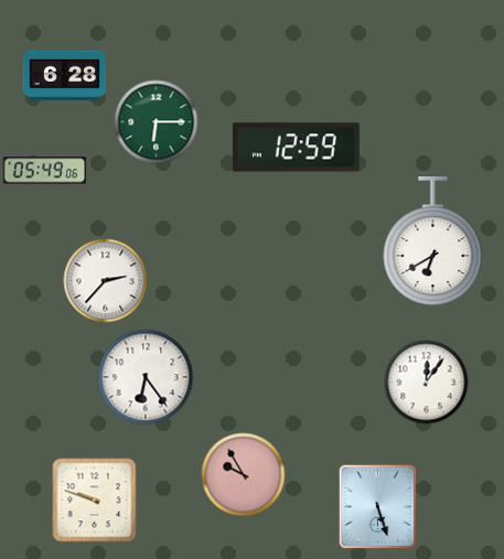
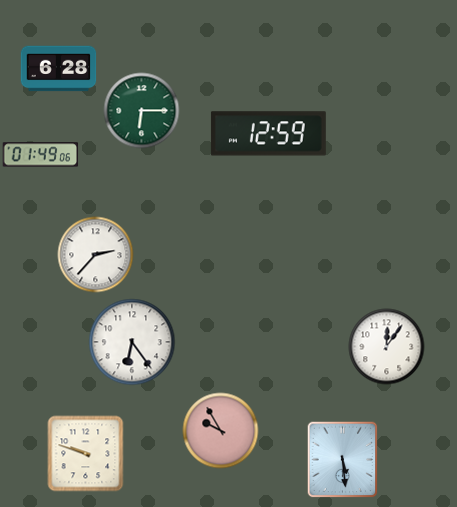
clock at (45, 171): 05:49 -> 01:49
clock at (433, 241): 6:40 -> none
clock at (378, 507): 5:27 -> 5:29
